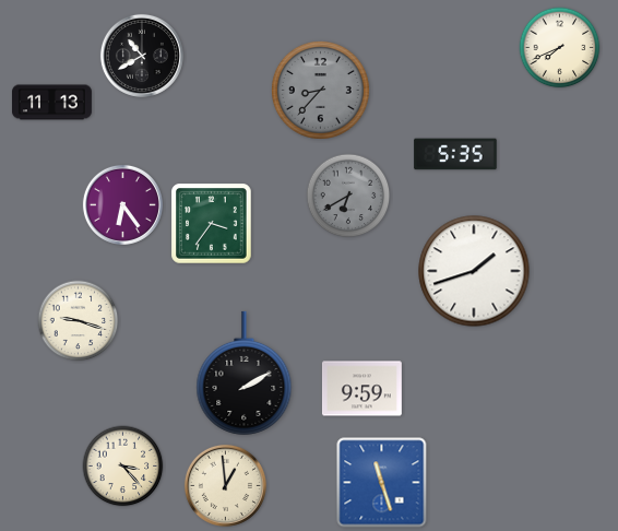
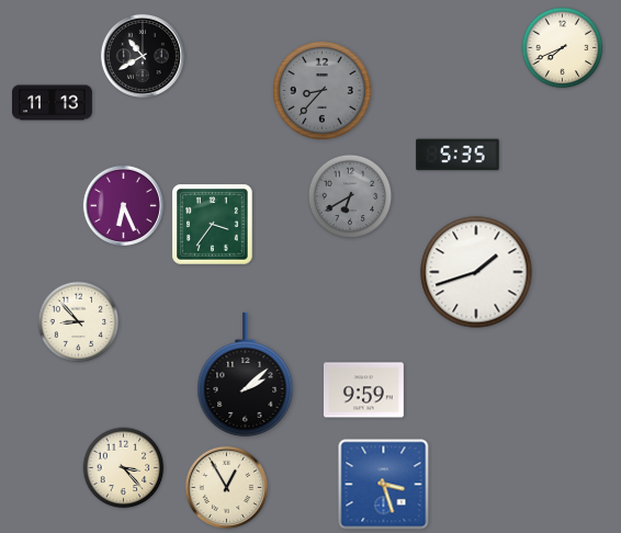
clock at (122, 204): 6:24 -> 6:26
clock at (79, 321): 9:18 -> 8:53
clock at (245, 373): 2:10 -> 2:08
clock at (382, 483): 11:27 -> 3:27
clock at (225, 485): 12:59 -> 12:55
